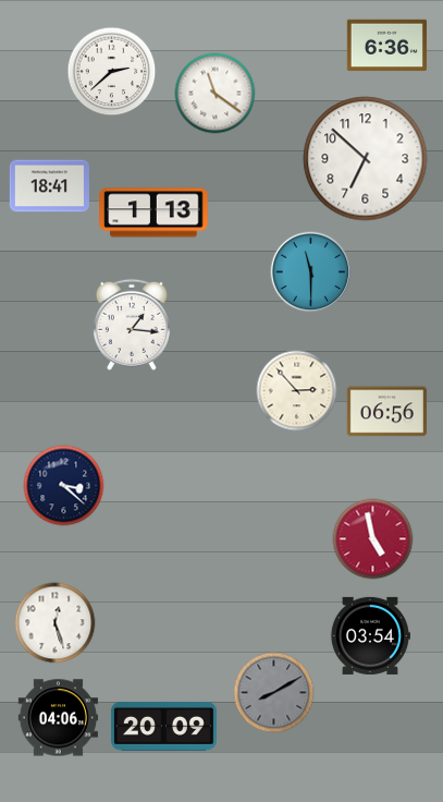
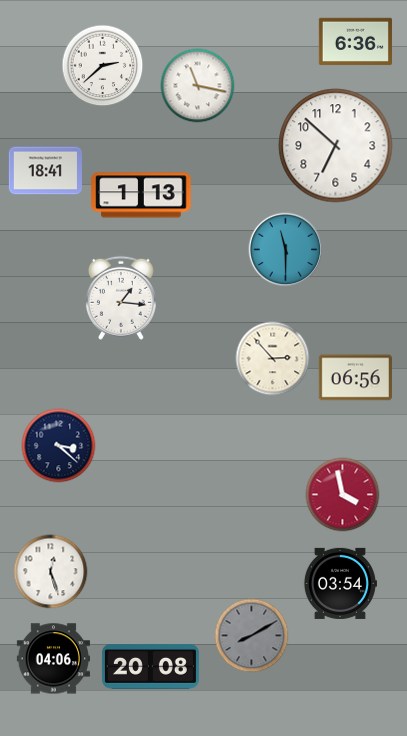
clock at (216, 94): 11:21 -> 11:17
clock at (373, 539): 4:58 -> 3:58
clock at (163, 727): 20:09 -> 20:08
